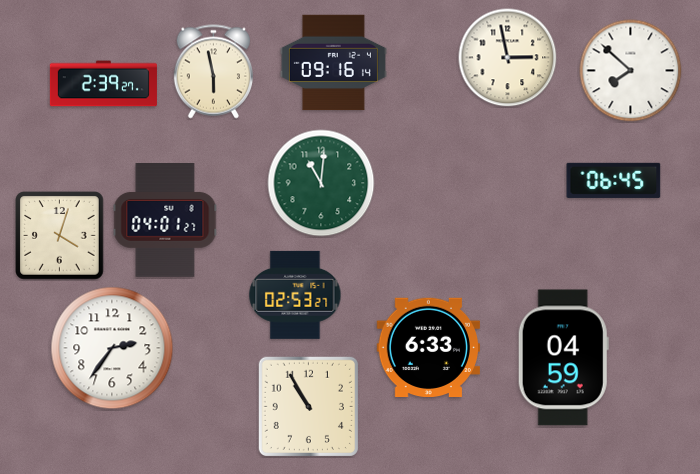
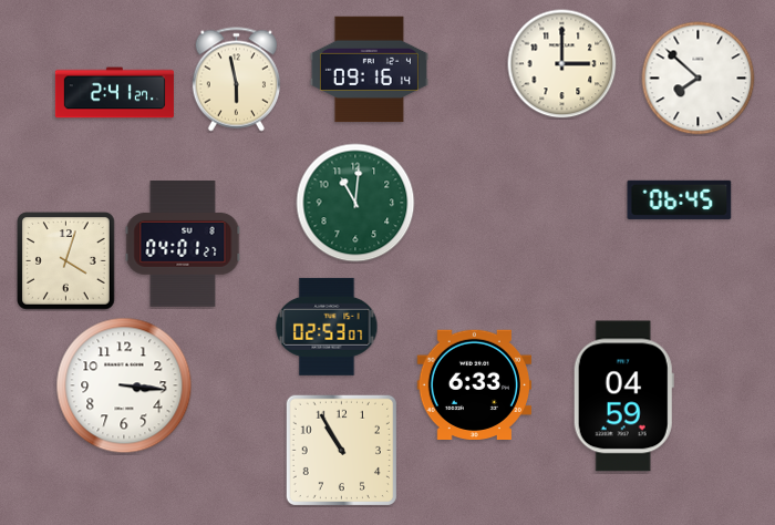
clock at (508, 58): 2:58 -> 3:00
clock at (103, 84): 2:39 -> 2:41
clock at (295, 295): 02:53:27 -> 02:53:07
clock at (112, 348): 2:36 -> 3:16
